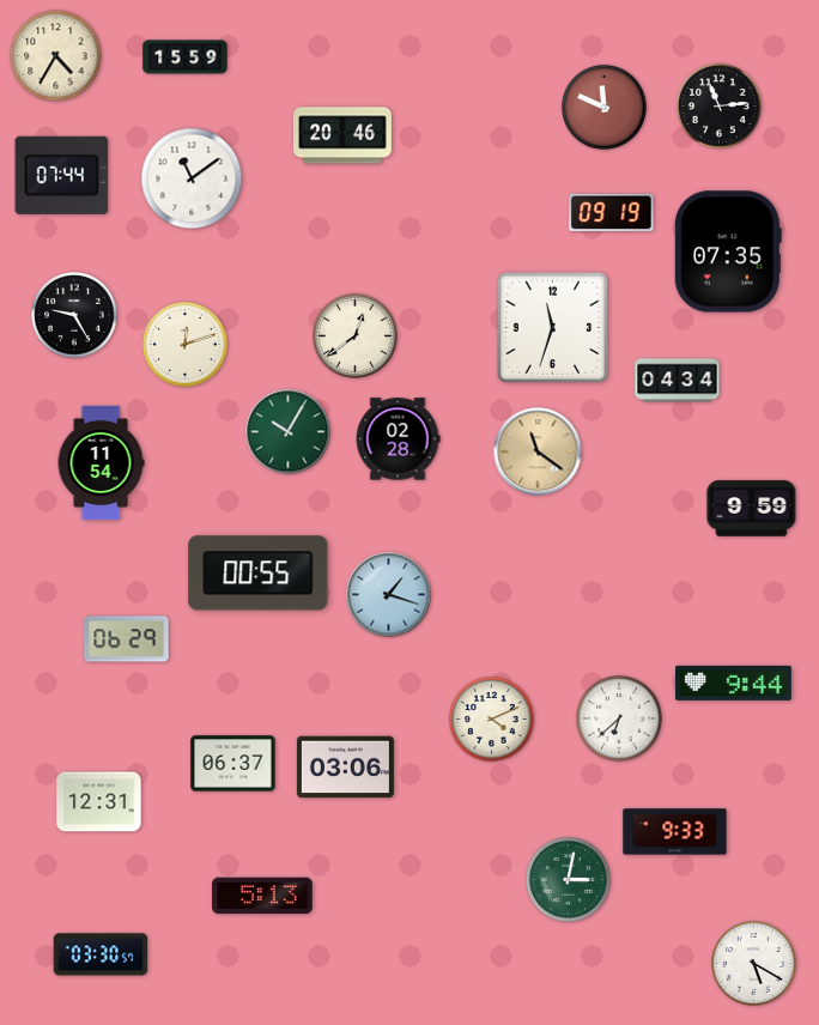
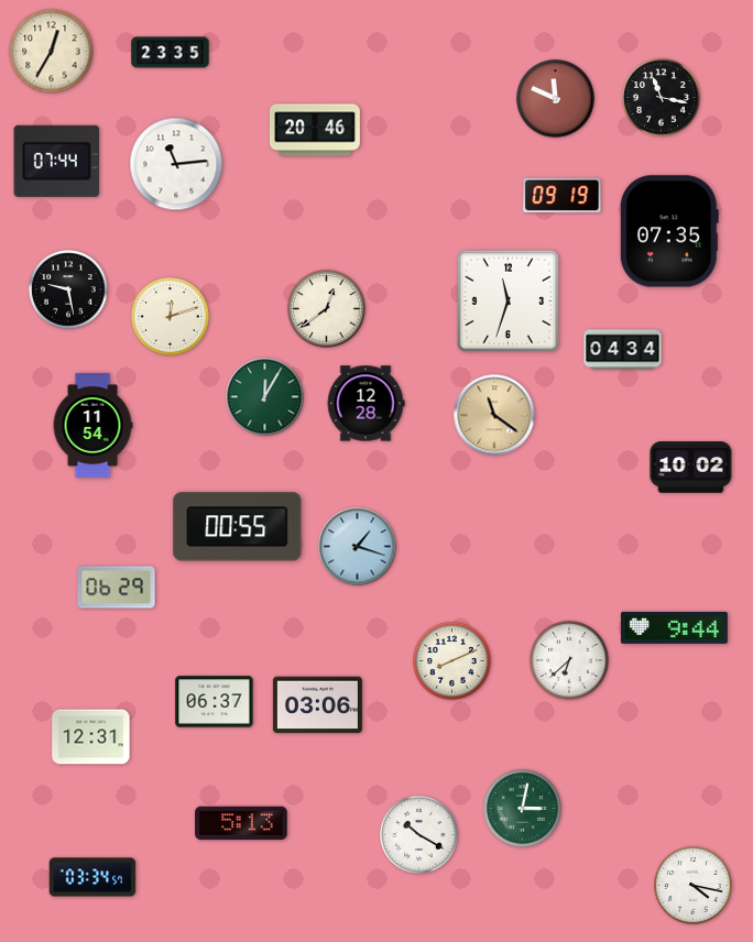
clock at (56, 56): 4:35 -> 12:35
clock at (186, 57): 15:59 -> 23:35
clock at (720, 107): 11:14 -> 11:17
clock at (342, 135) position: (342, 135) -> (315, 130)
clock at (192, 178): 11:09 -> 11:14
clock at (74, 315): 9:25 -> 9:28
clock at (289, 432): 10:05 -> 12:05
clock at (398, 439): 02:28 -> 12:28
clock at (752, 509): 9:59 -> 10:02
clock at (492, 720): 4:11 -> 8:11
clock at (675, 832): 9:33 -> none
clock at (419, 835): none -> 10:20
clock at (101, 954): 03:30 -> 03:34
clock at (754, 964): 5:20 -> 4:17
